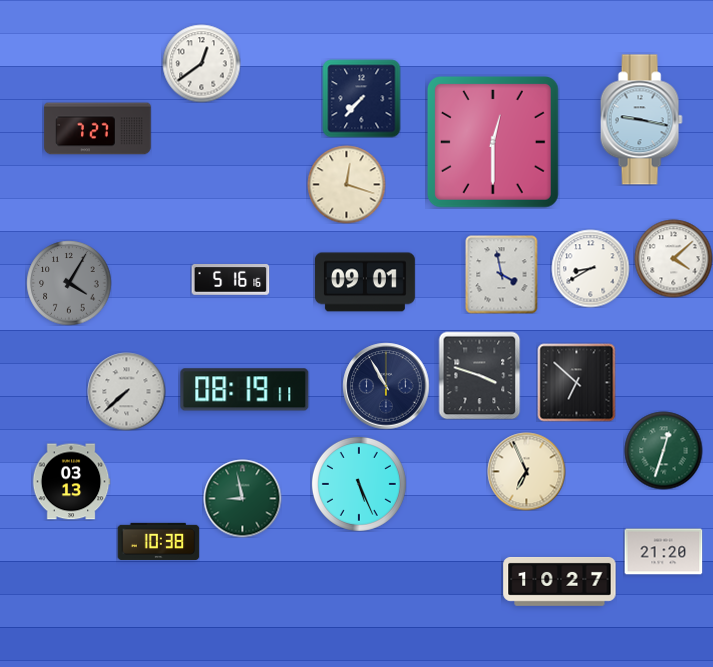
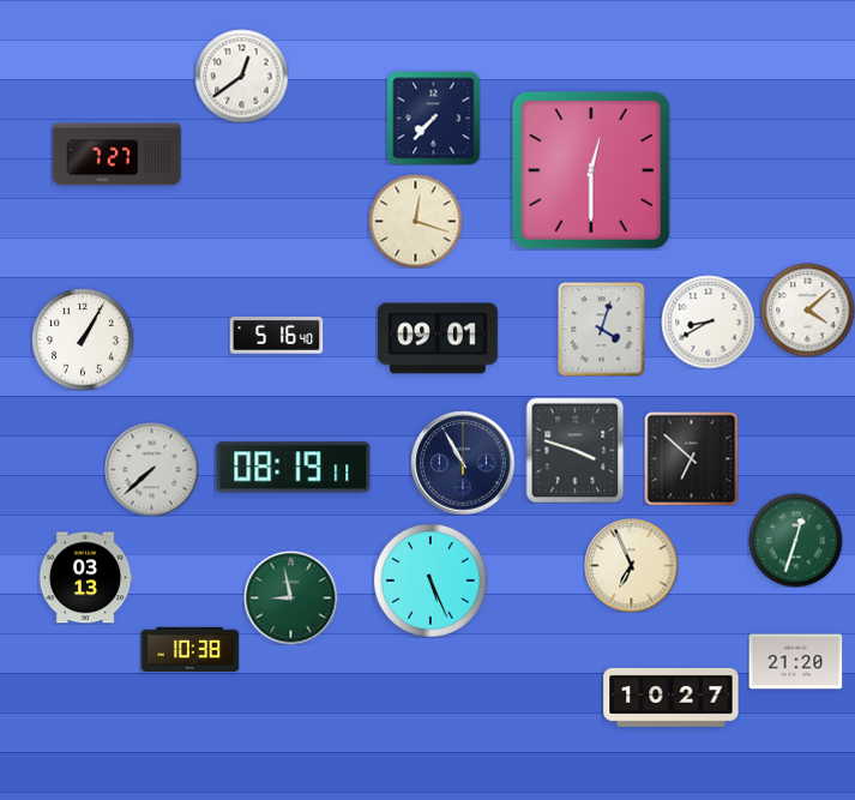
clock at (641, 120): 9:17 -> none
clock at (502, 274): 3:58 -> 4:03
clock at (230, 280): 5:16:16 -> 5:16:40
clock at (69, 283): 4:05 -> 1:05
clock at (69, 283) dial: grey -> white
